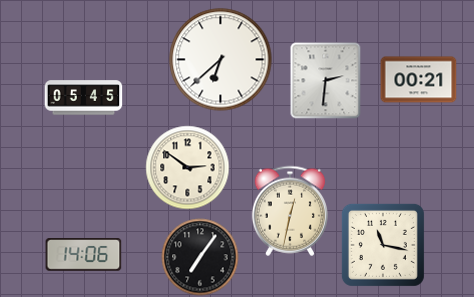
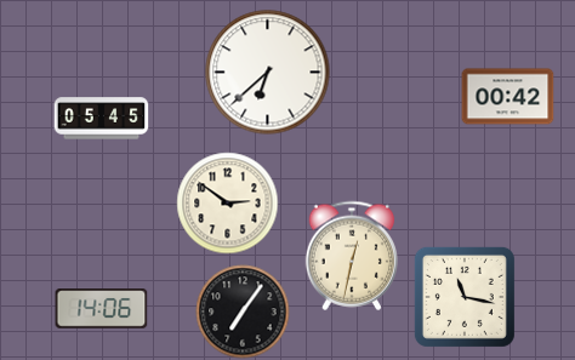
clock at (419, 80): 00:21 -> 00:42
clock at (326, 81): 2:31 -> none
